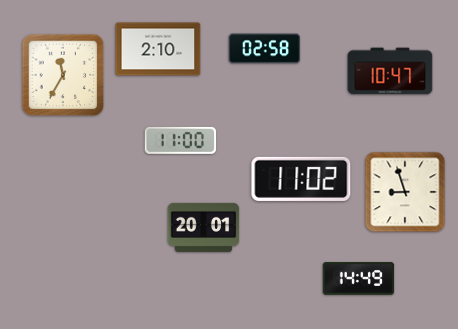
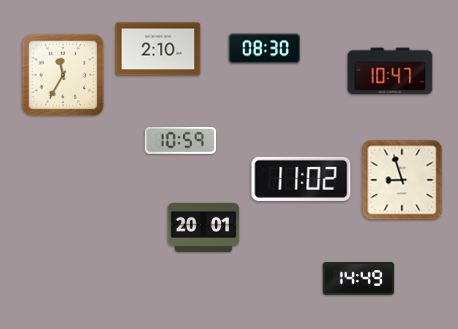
clock at (265, 49): 02:58 -> 08:30
clock at (181, 140): 11:00 -> 10:59
clock at (405, 192) position: (405, 192) -> (402, 180)
